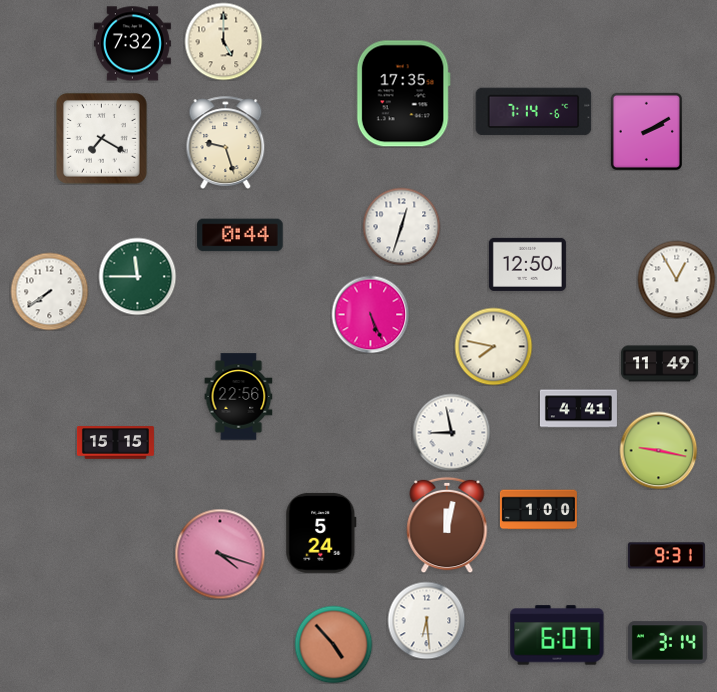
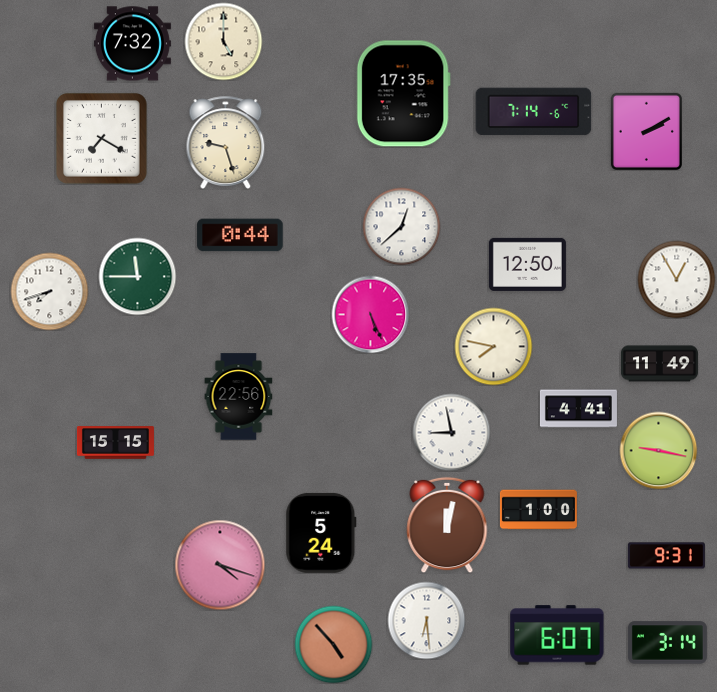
clock at (401, 226): 12:33 -> 12:38
clock at (49, 291): 7:39 -> 7:42
clock at (220, 554) position: (220, 554) -> (220, 565)
